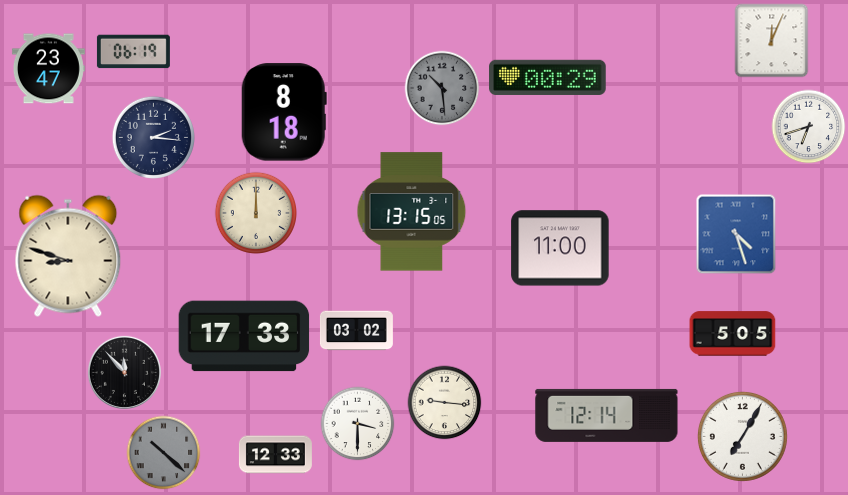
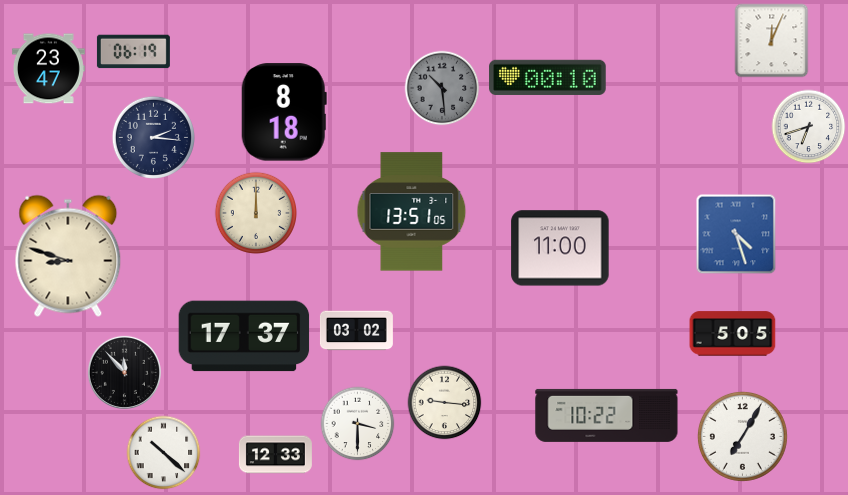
clock at (548, 77): 00:29 -> 00:10
clock at (412, 212): 13:15 -> 13:51
clock at (244, 336): 17:33 -> 17:37
clock at (607, 415): 12:14 -> 10:22
clock at (164, 453) dial: grey -> white
